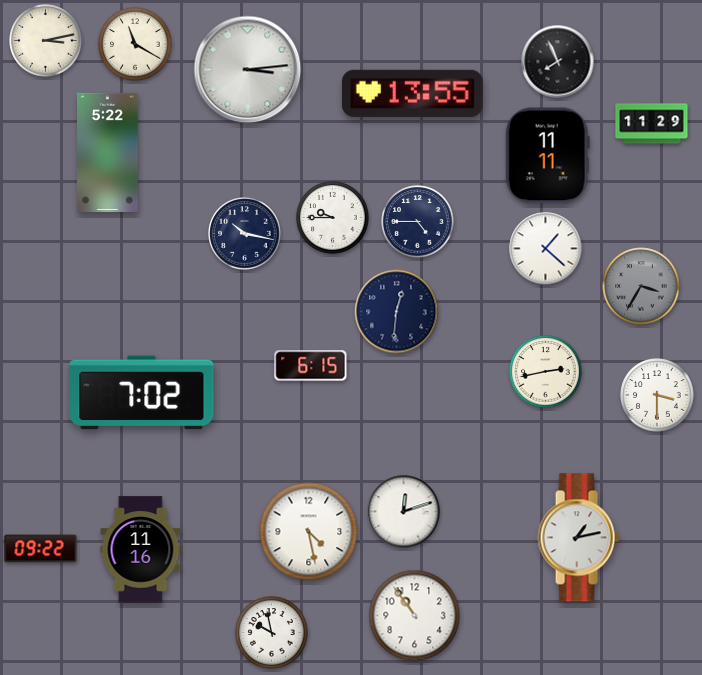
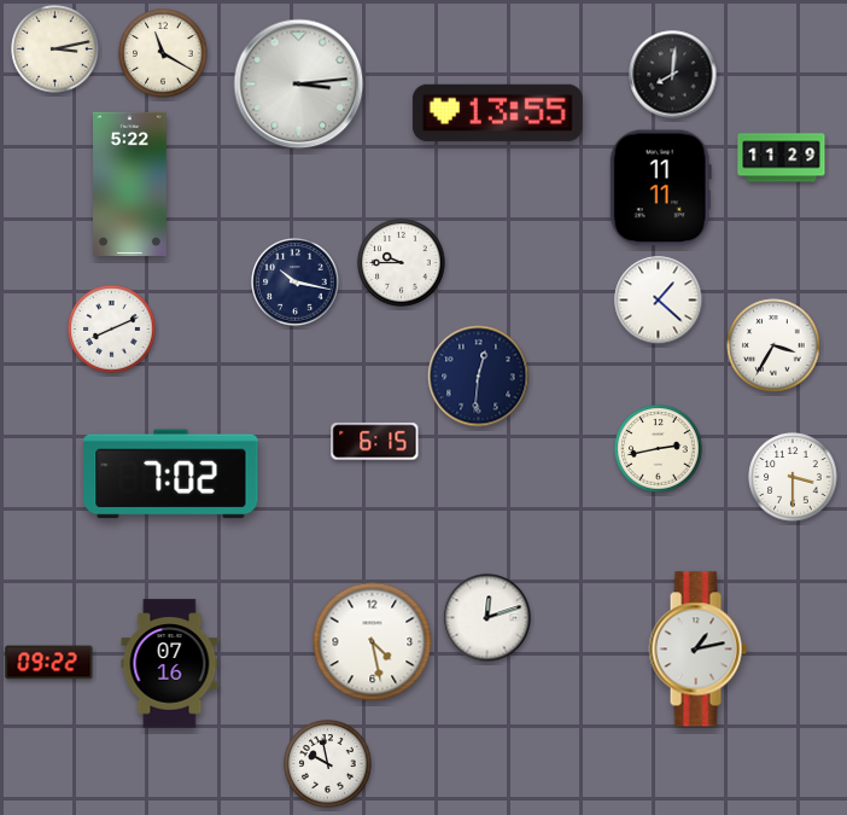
clock at (558, 62): 7:56 -> 8:01
clock at (652, 124) position: (652, 124) -> (782, 158)
clock at (418, 222): 4:45 -> none
clock at (112, 330): none -> 8:11
clock at (641, 286) dial: grey -> white
clock at (141, 550): 11:16 -> 07:16
clock at (415, 616): 10:54 -> none
